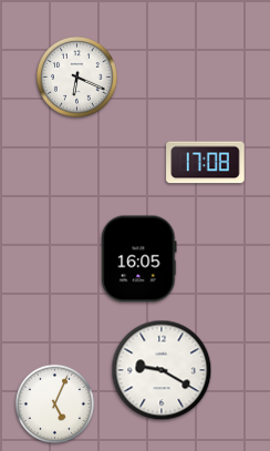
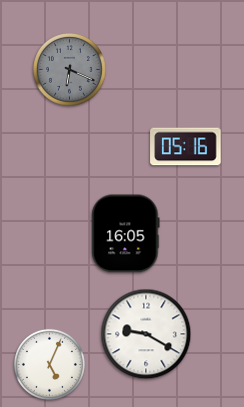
clock at (76, 76) dial: white -> grey
clock at (206, 163): 17:08 -> 05:16
